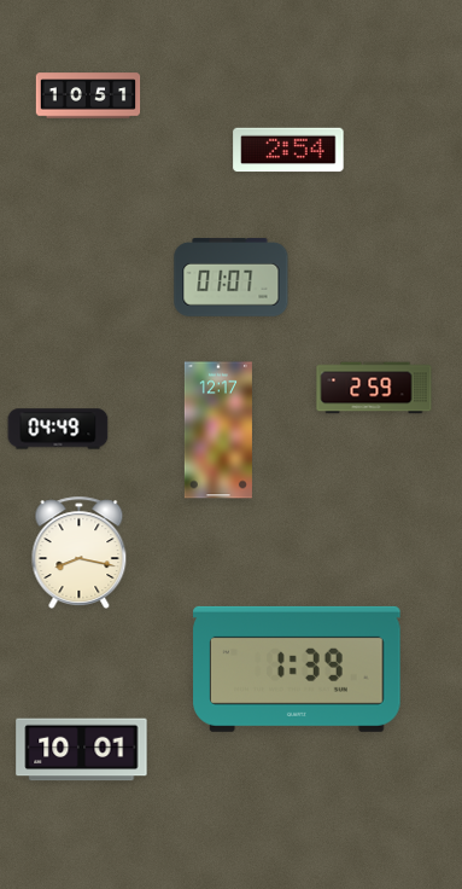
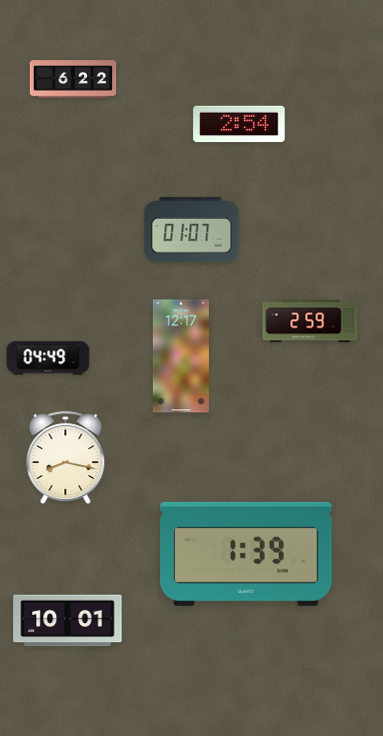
clock at (88, 95): 10:51 -> 6:22
clock at (58, 429) position: (58, 429) -> (48, 358)
